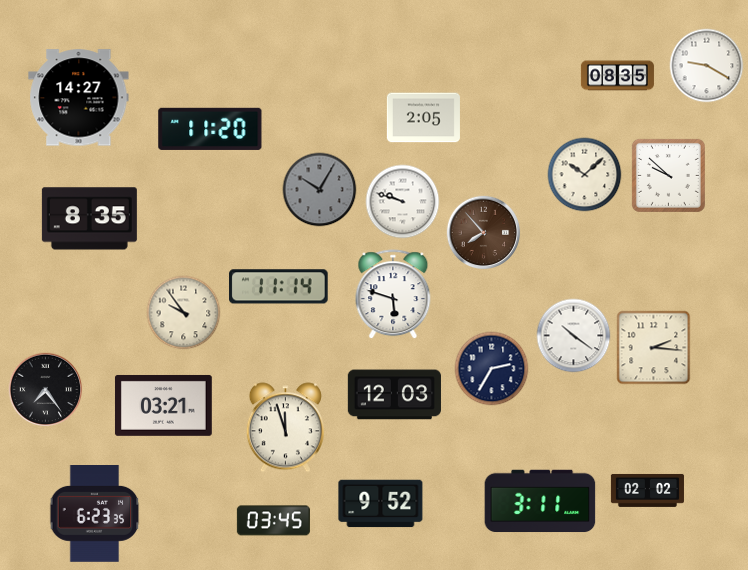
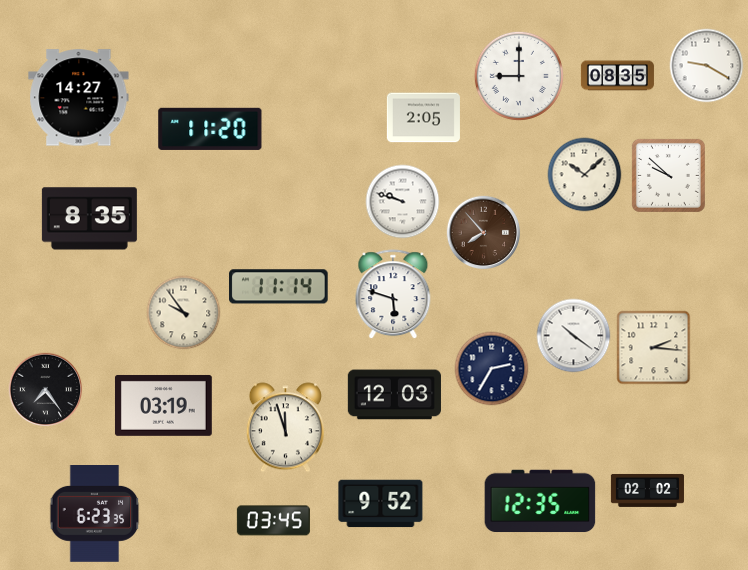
clock at (519, 76): none -> 9:00
clock at (320, 190): 10:05 -> none
clock at (163, 405): 03:21 -> 03:19
clock at (540, 501): 3:11 -> 12:35
